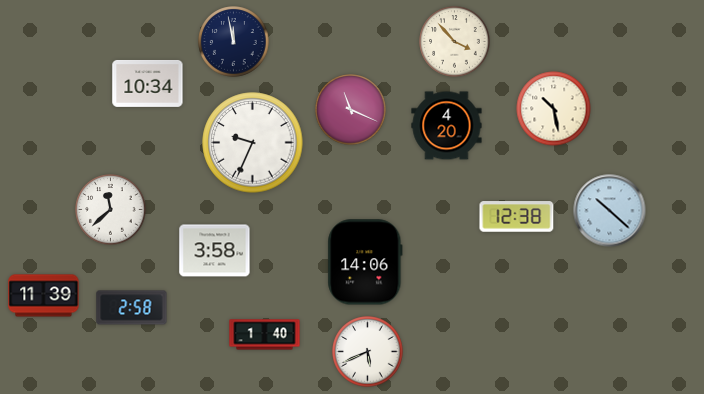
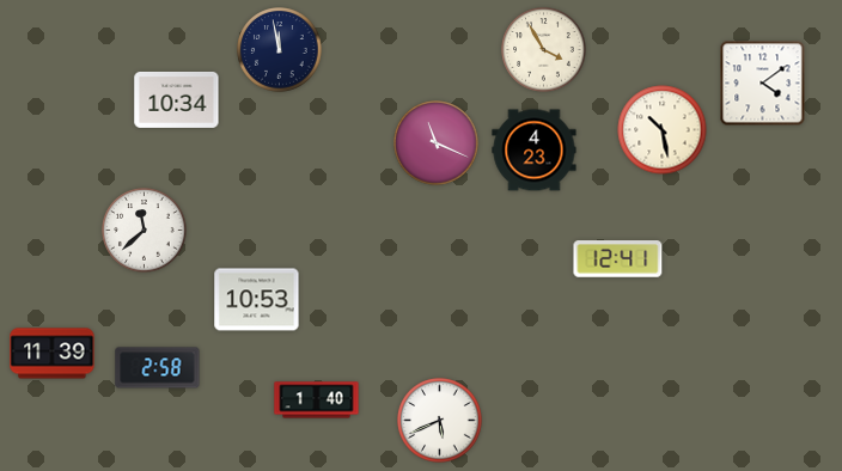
clock at (455, 42): 3:53 -> 3:55
clock at (763, 84): none -> 4:09
clock at (351, 110) position: (351, 110) -> (437, 143)
clock at (447, 126): 4:20 -> 4:23
clock at (253, 143): 9:34 -> none
clock at (111, 210) position: (111, 210) -> (145, 231)
clock at (610, 211): 10:22 -> none
clock at (517, 217): 12:38 -> 12:41
clock at (215, 251): 3:58 -> 10:53
clock at (365, 262): 14:06 -> none
